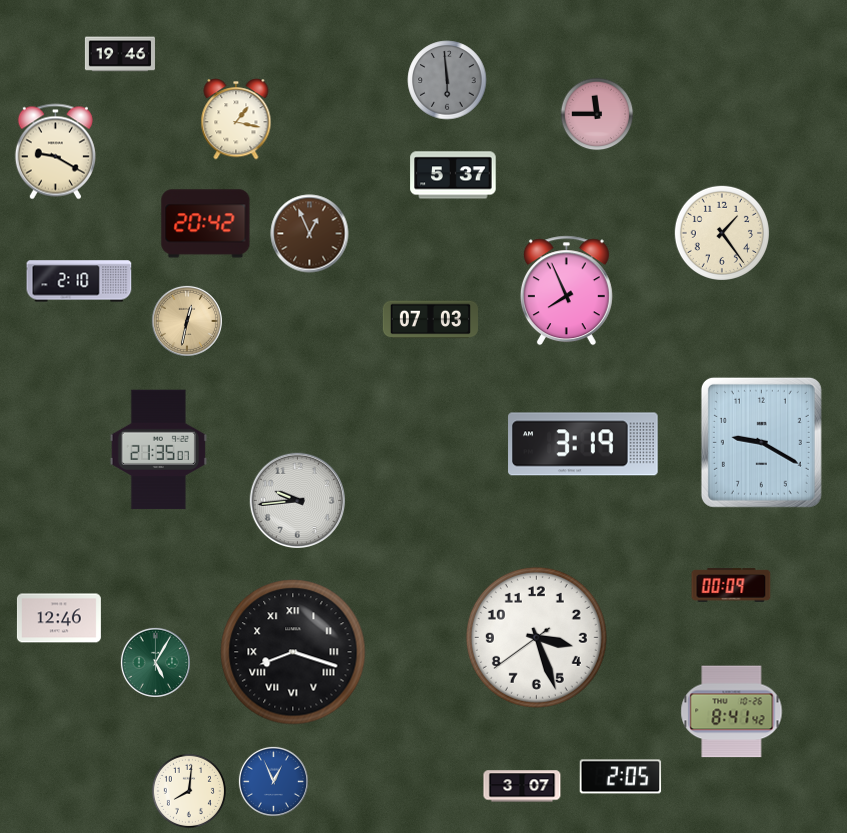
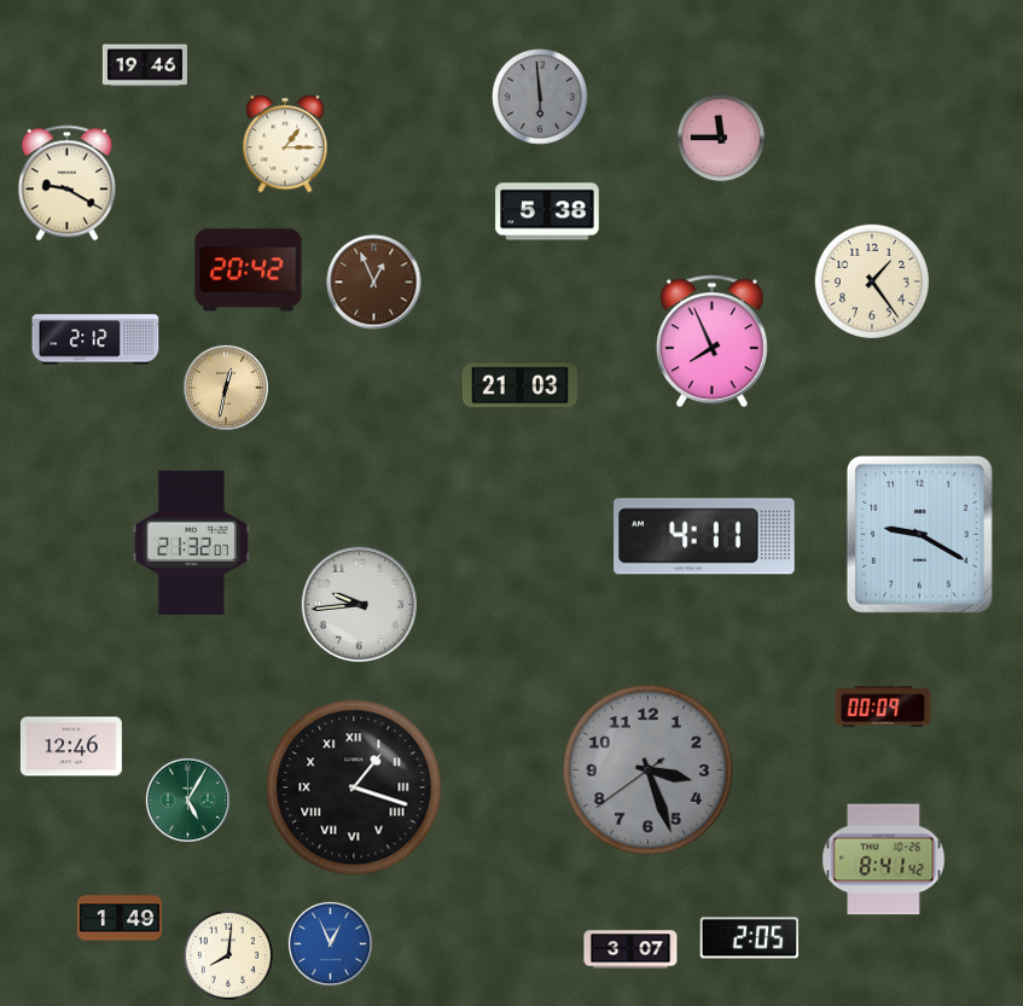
clock at (236, 119): 1:17 -> 1:15
clock at (453, 175): 5:37 -> 5:38
clock at (79, 281): 2:10 -> 2:12
clock at (566, 291) position: (566, 291) -> (711, 342)
clock at (430, 320): 07:03 -> 21:03
clock at (583, 444): 3:19 -> 4:11
clock at (158, 450): 21:35 -> 21:32
clock at (536, 637) dial: white -> grey
clock at (293, 652): 8:18 -> 1:18
clock at (120, 918): none -> 1:49
